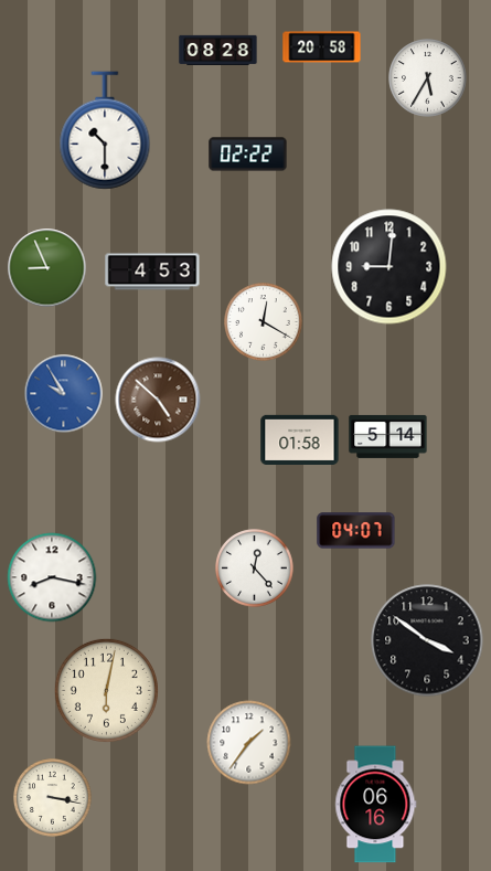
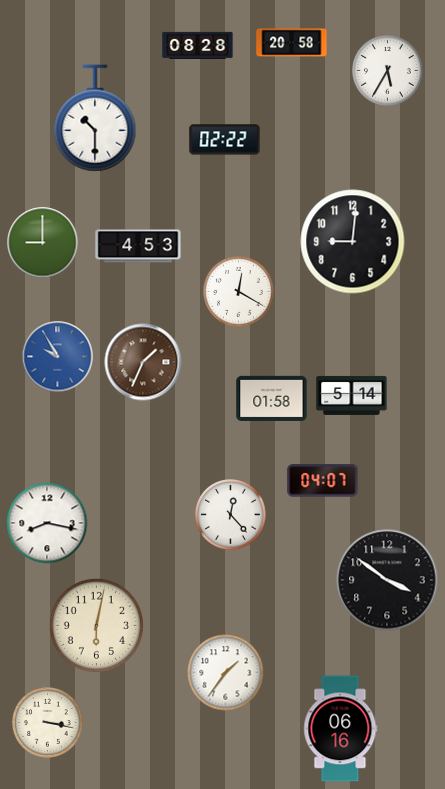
clock at (47, 268): 8:56 -> 9:00
clock at (158, 400): 4:52 -> 1:34
